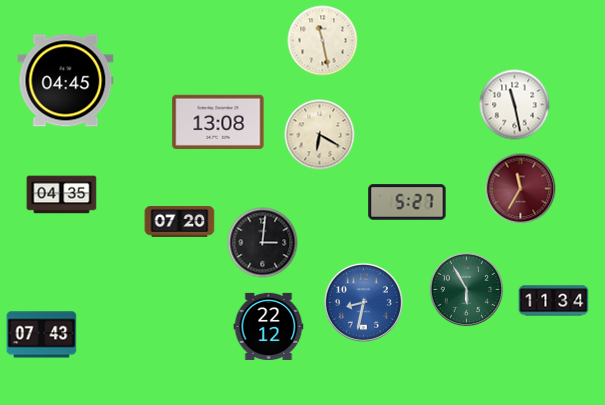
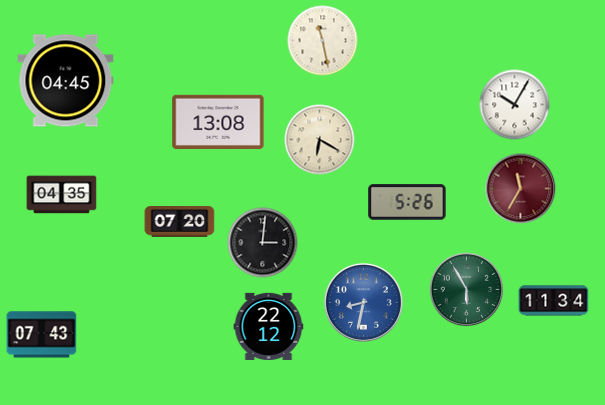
clock at (515, 105): 11:28 -> 10:05
clock at (320, 135) position: (320, 135) -> (320, 140)
clock at (407, 202): 5:27 -> 5:26
